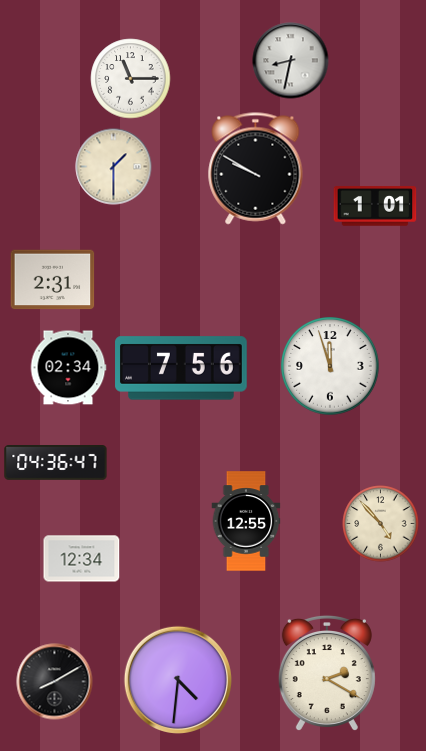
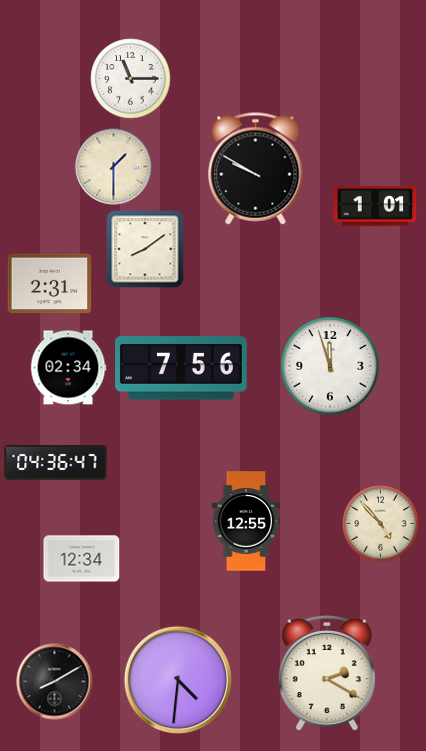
clock at (291, 61): 8:32 -> none
clock at (145, 249): none -> 8:09
clock at (53, 280) position: (53, 280) -> (50, 284)
